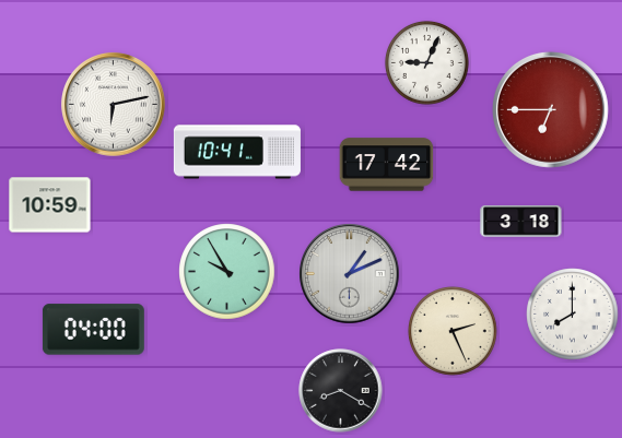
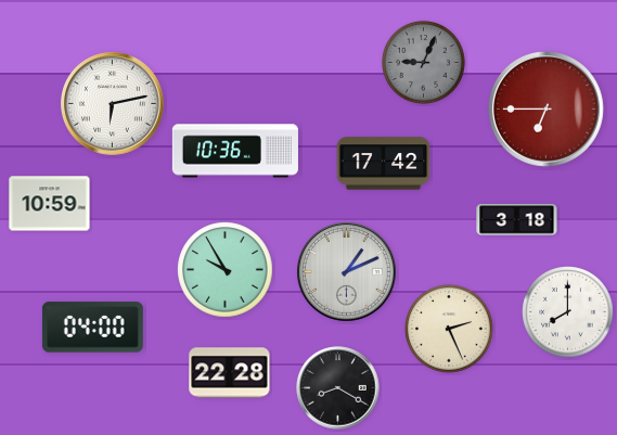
clock at (426, 62) dial: white -> grey
clock at (237, 152): 10:41 -> 10:36
clock at (230, 373): none -> 22:28
